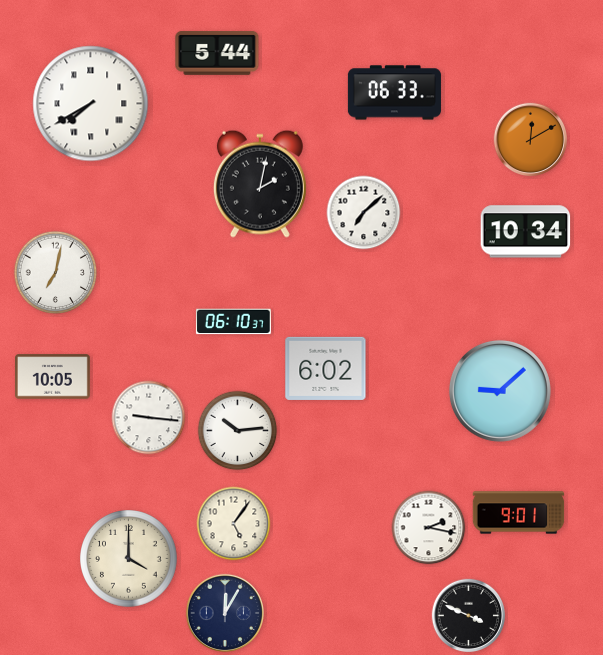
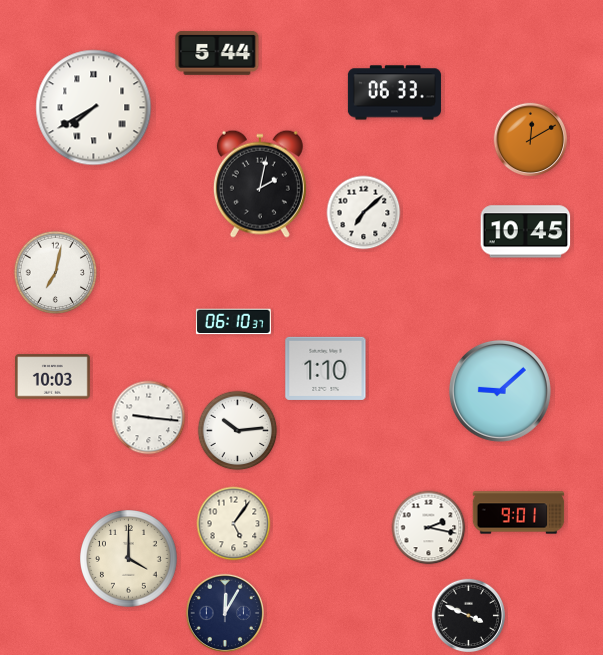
clock at (91, 104) position: (91, 104) -> (94, 108)
clock at (526, 232): 10:34 -> 10:45
clock at (326, 368): 6:02 -> 1:10
clock at (53, 377): 10:05 -> 10:03
